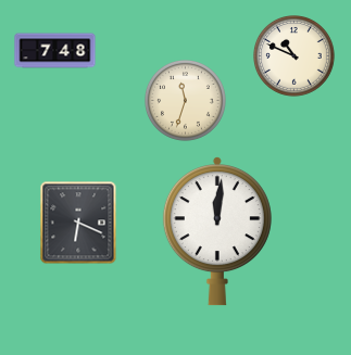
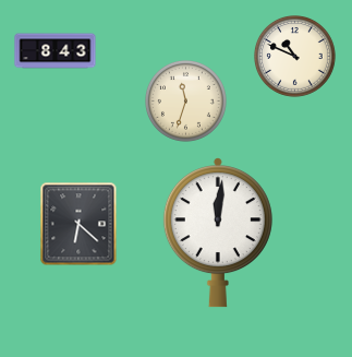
clock at (55, 51): 7:48 -> 8:43
clock at (78, 223): 6:19 -> 6:22
